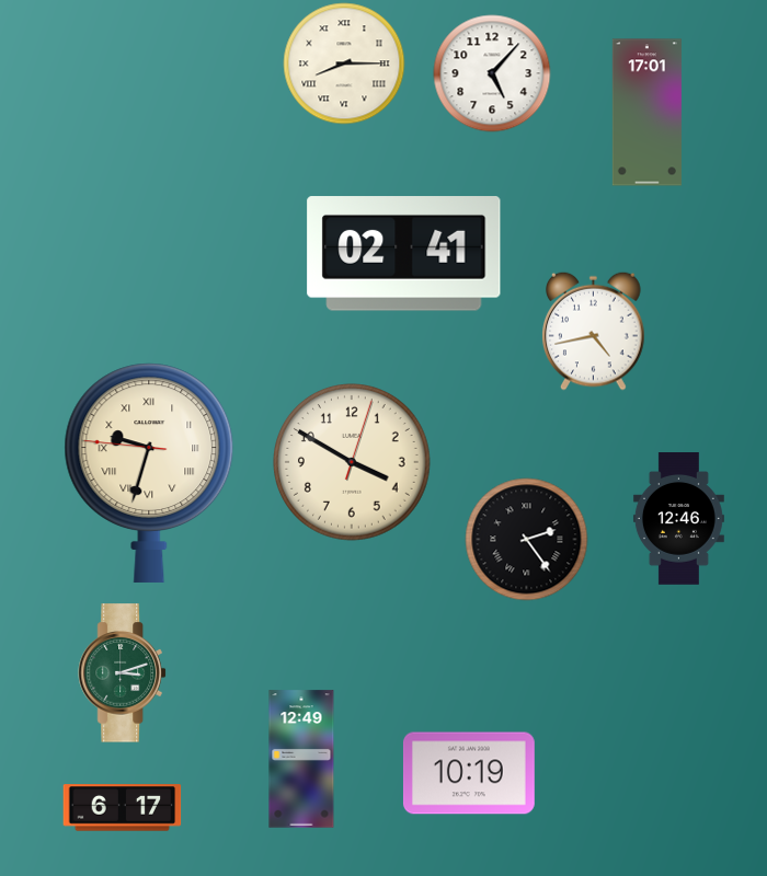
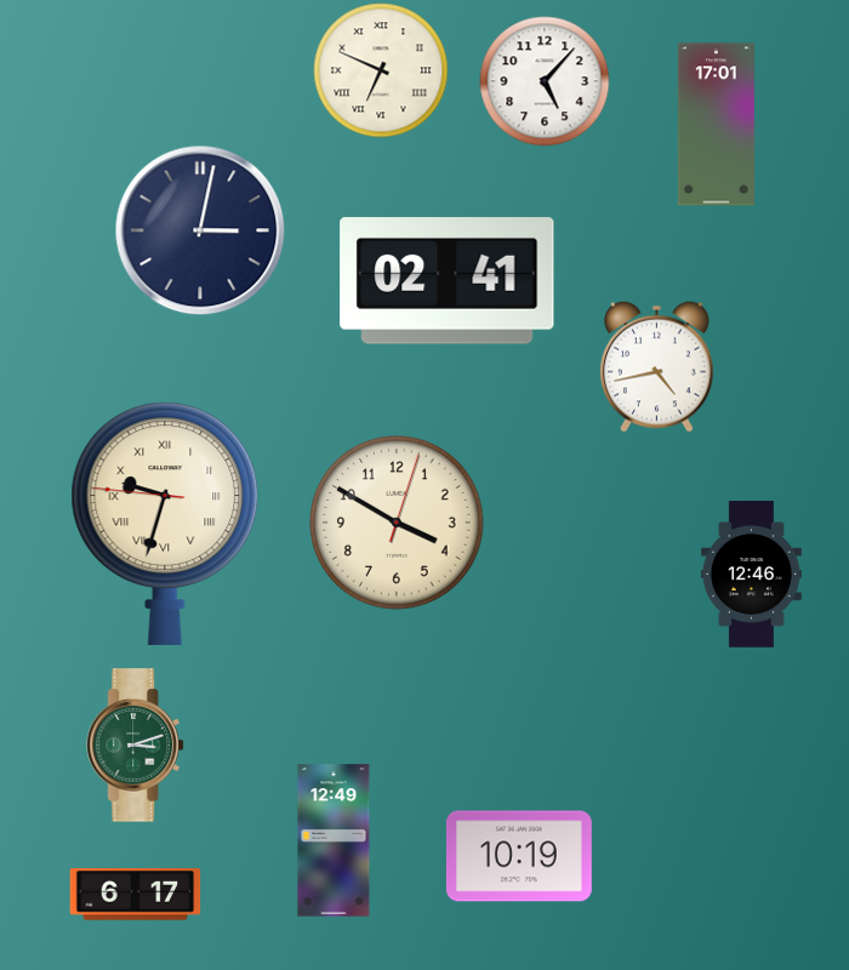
clock at (344, 64): 8:15 -> 6:49
clock at (200, 230): none -> 3:02
clock at (353, 463) position: (353, 463) -> (398, 524)
clock at (527, 540): 2:24 -> none
